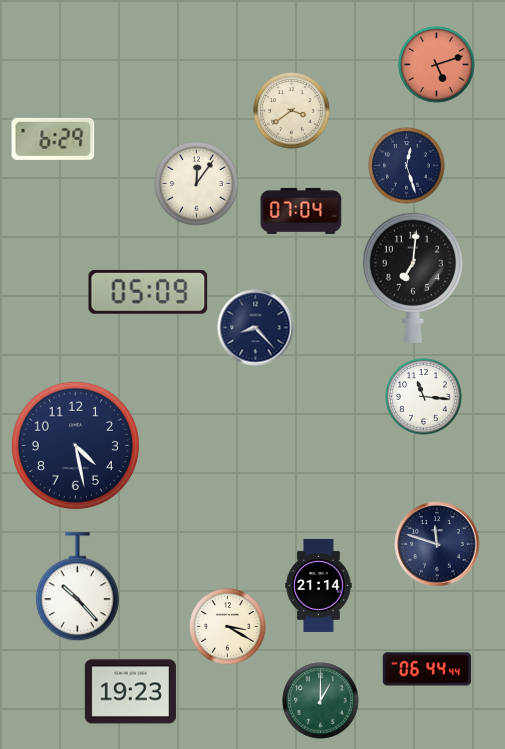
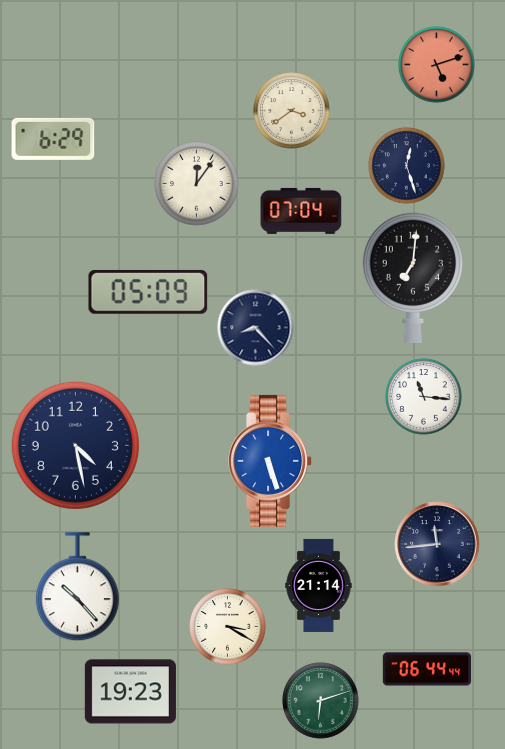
clock at (271, 461): none -> 5:27
clock at (437, 544): 11:48 -> 11:44
clock at (321, 701): 1:00 -> 6:12
